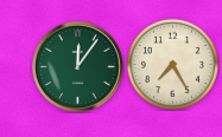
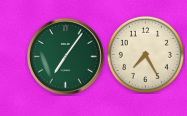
clock at (78, 67): 12:06 -> 7:06
